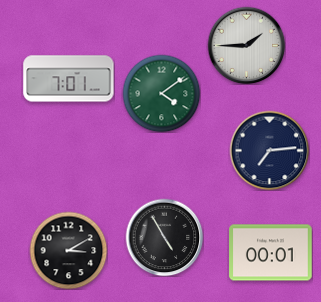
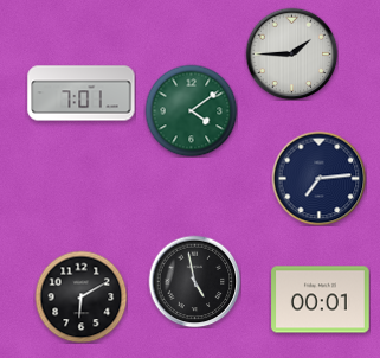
clock at (164, 237): 4:55 -> 4:58
clock at (68, 250): 3:10 -> 6:10
